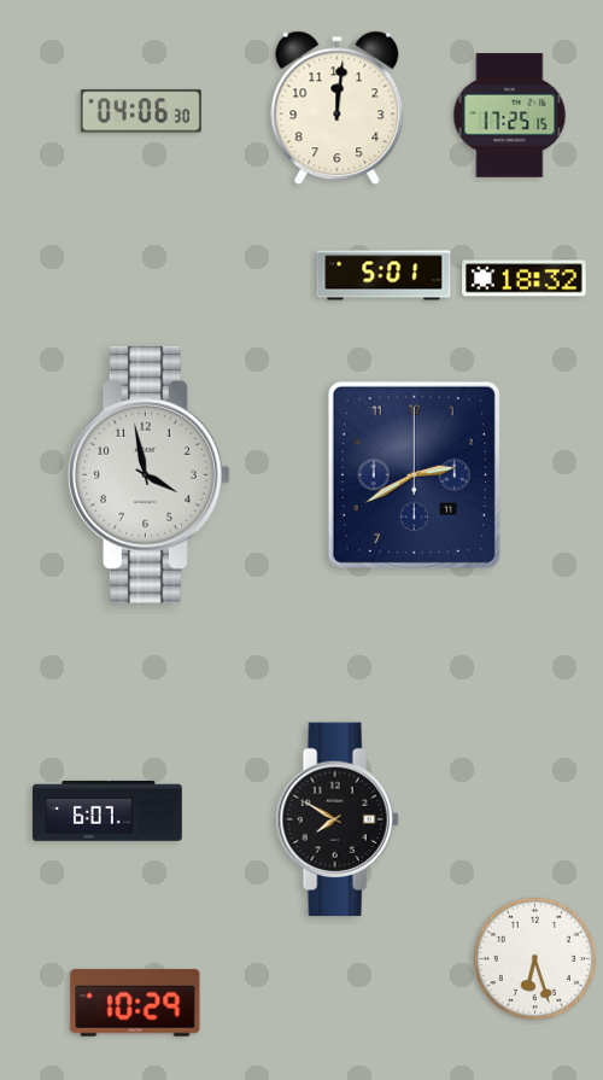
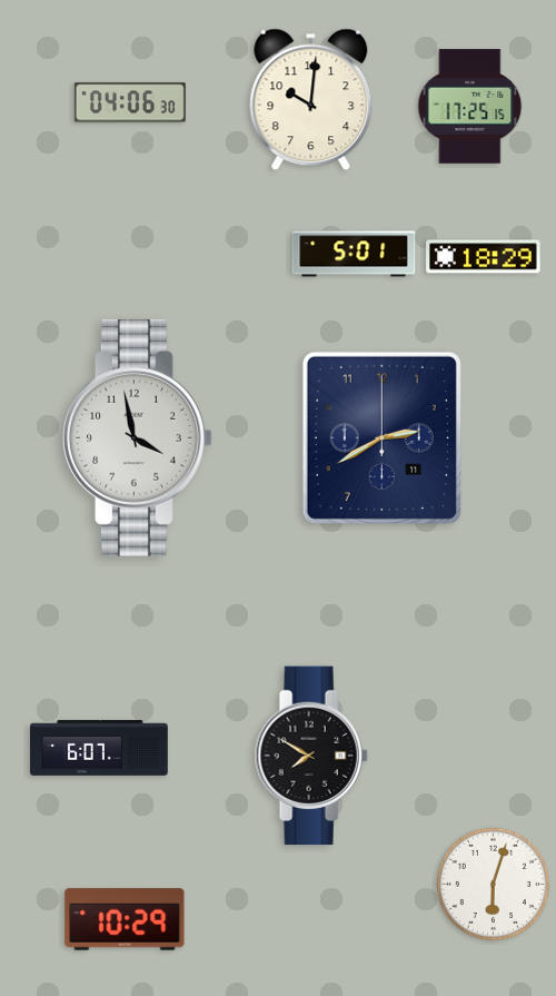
clock at (338, 109): 12:01 -> 10:01
clock at (525, 279): 18:32 -> 18:29
clock at (534, 958): 6:27 -> 6:03
clock at (135, 1003) position: (135, 1003) -> (125, 919)
